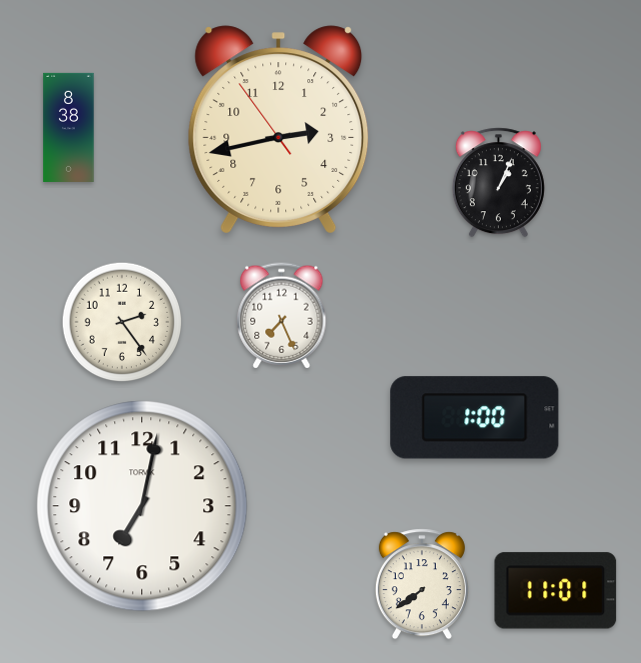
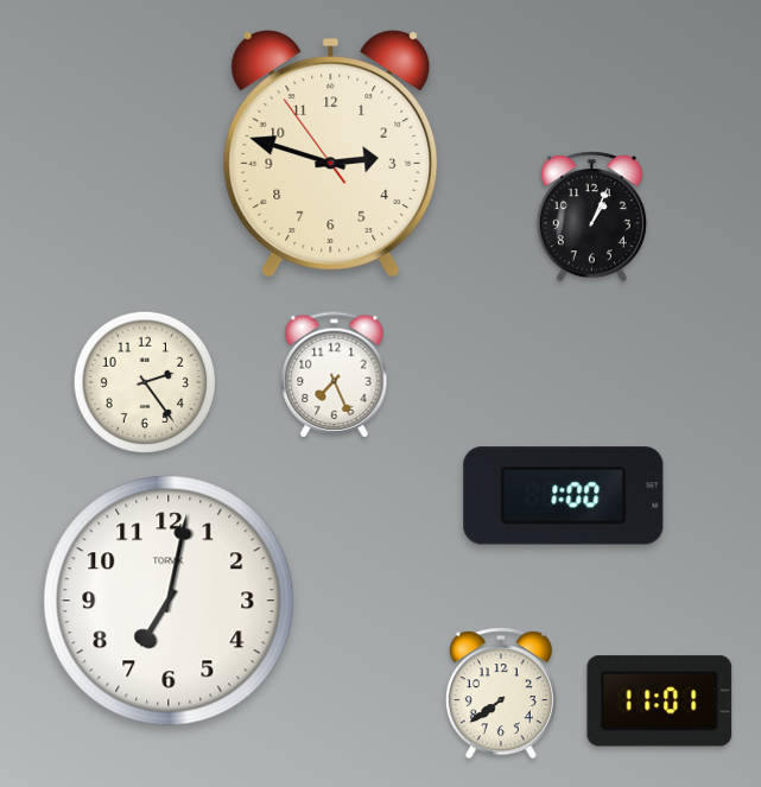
clock at (69, 127): 8:38 -> none
clock at (279, 130): 2:42 -> 2:47
